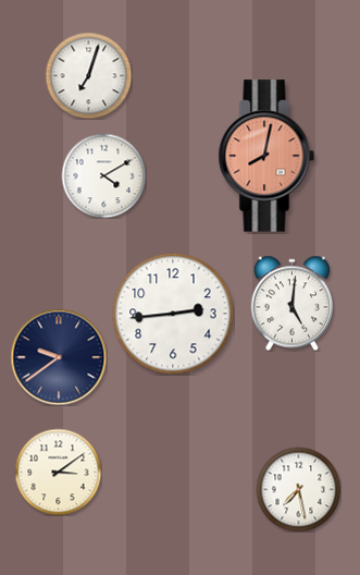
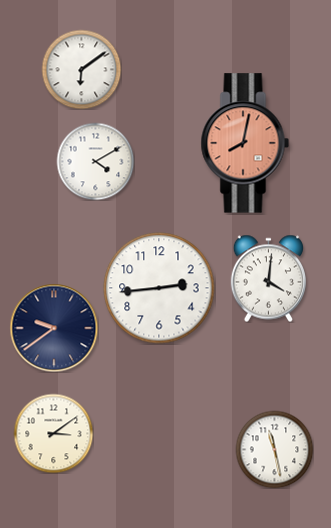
clock at (88, 75): 7:03 -> 6:09
clock at (291, 303): 5:01 -> 4:01
clock at (298, 489): 7:28 -> 11:28
